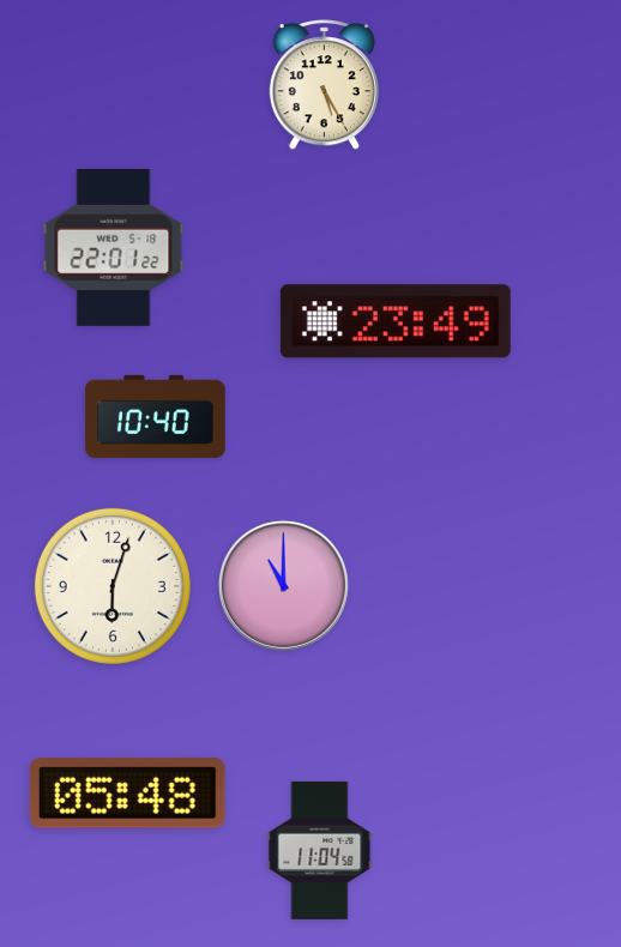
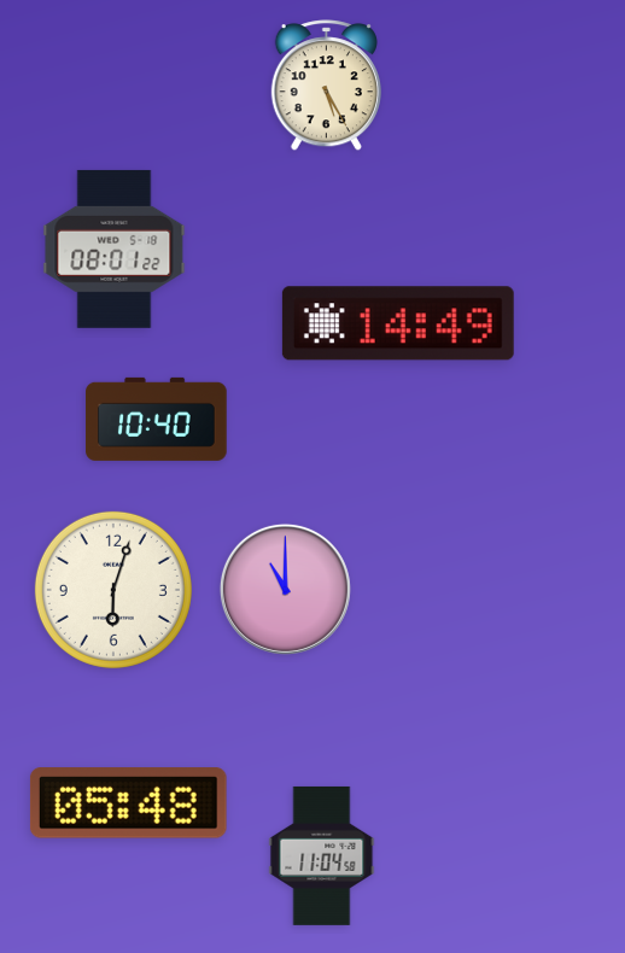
clock at (114, 247): 22:01 -> 08:01
clock at (396, 321): 23:49 -> 14:49
clock at (127, 794) position: (127, 794) -> (128, 803)
